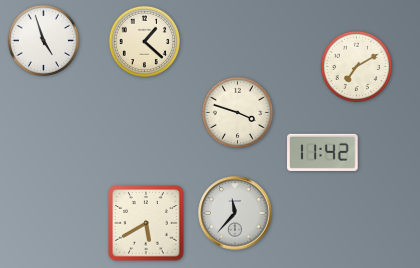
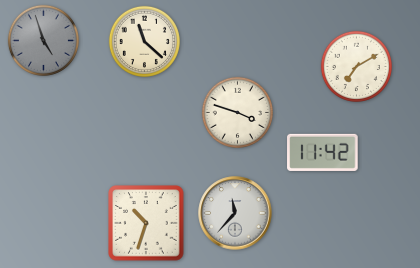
clock at (43, 40) dial: white -> grey
clock at (144, 41): 1:22 -> 11:22
clock at (146, 223): 5:40 -> 10:33
